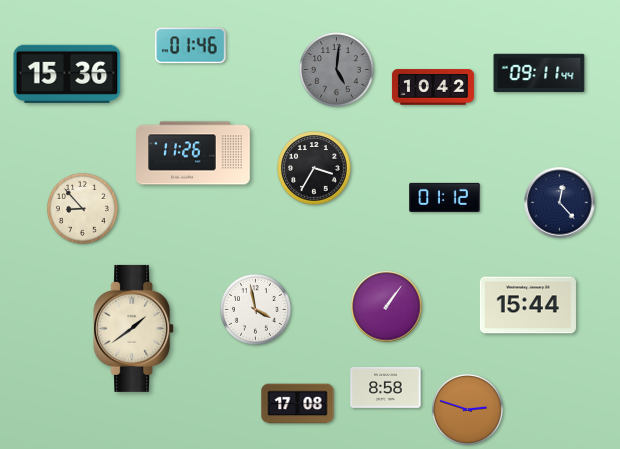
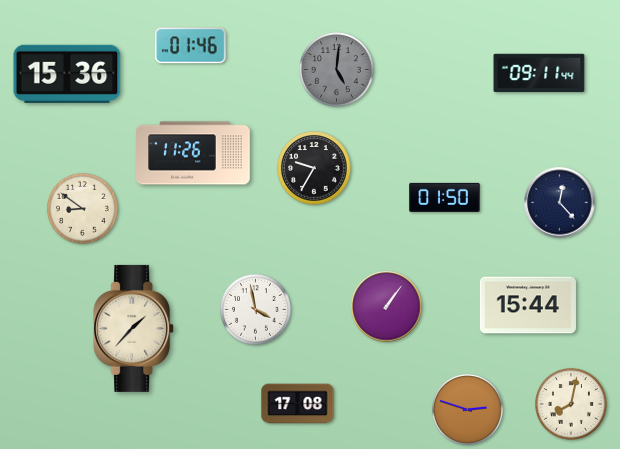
clock at (433, 87): 10:42 -> none
clock at (314, 168): 3:35 -> 9:35
clock at (445, 197): 01:12 -> 01:50
clock at (82, 208): 8:53 -> 8:51
clock at (134, 328): 1:39 -> 1:37
clock at (386, 387): 8:58 -> none
clock at (572, 405): none -> 8:02
